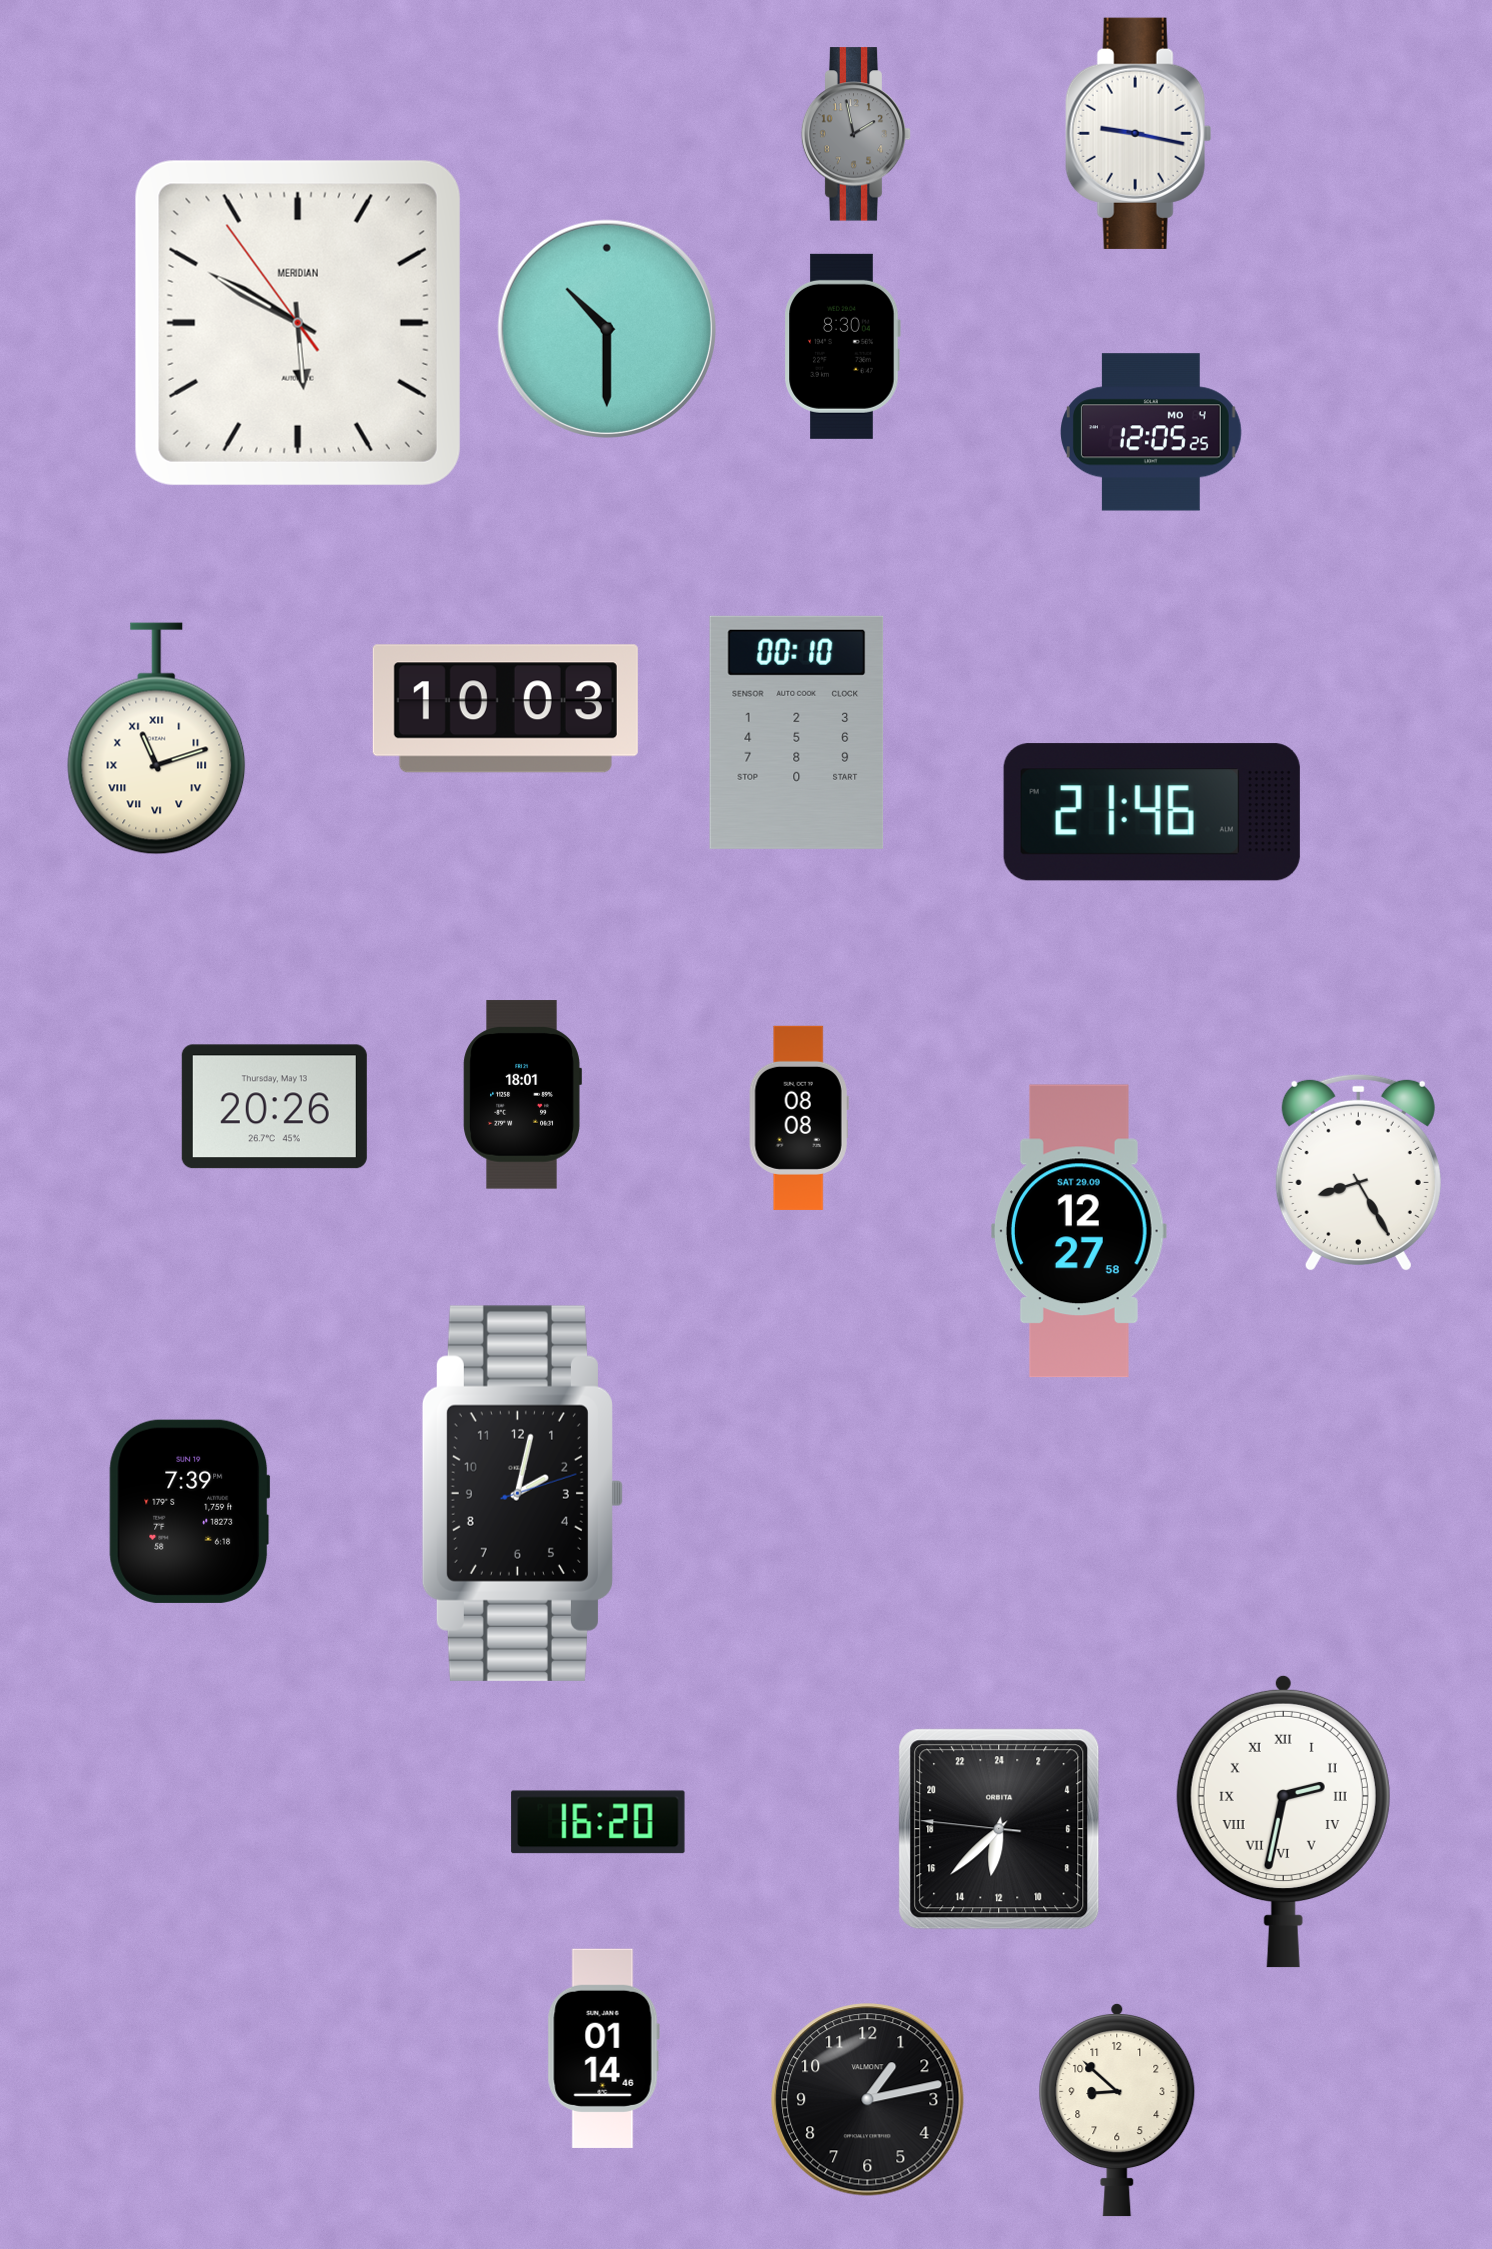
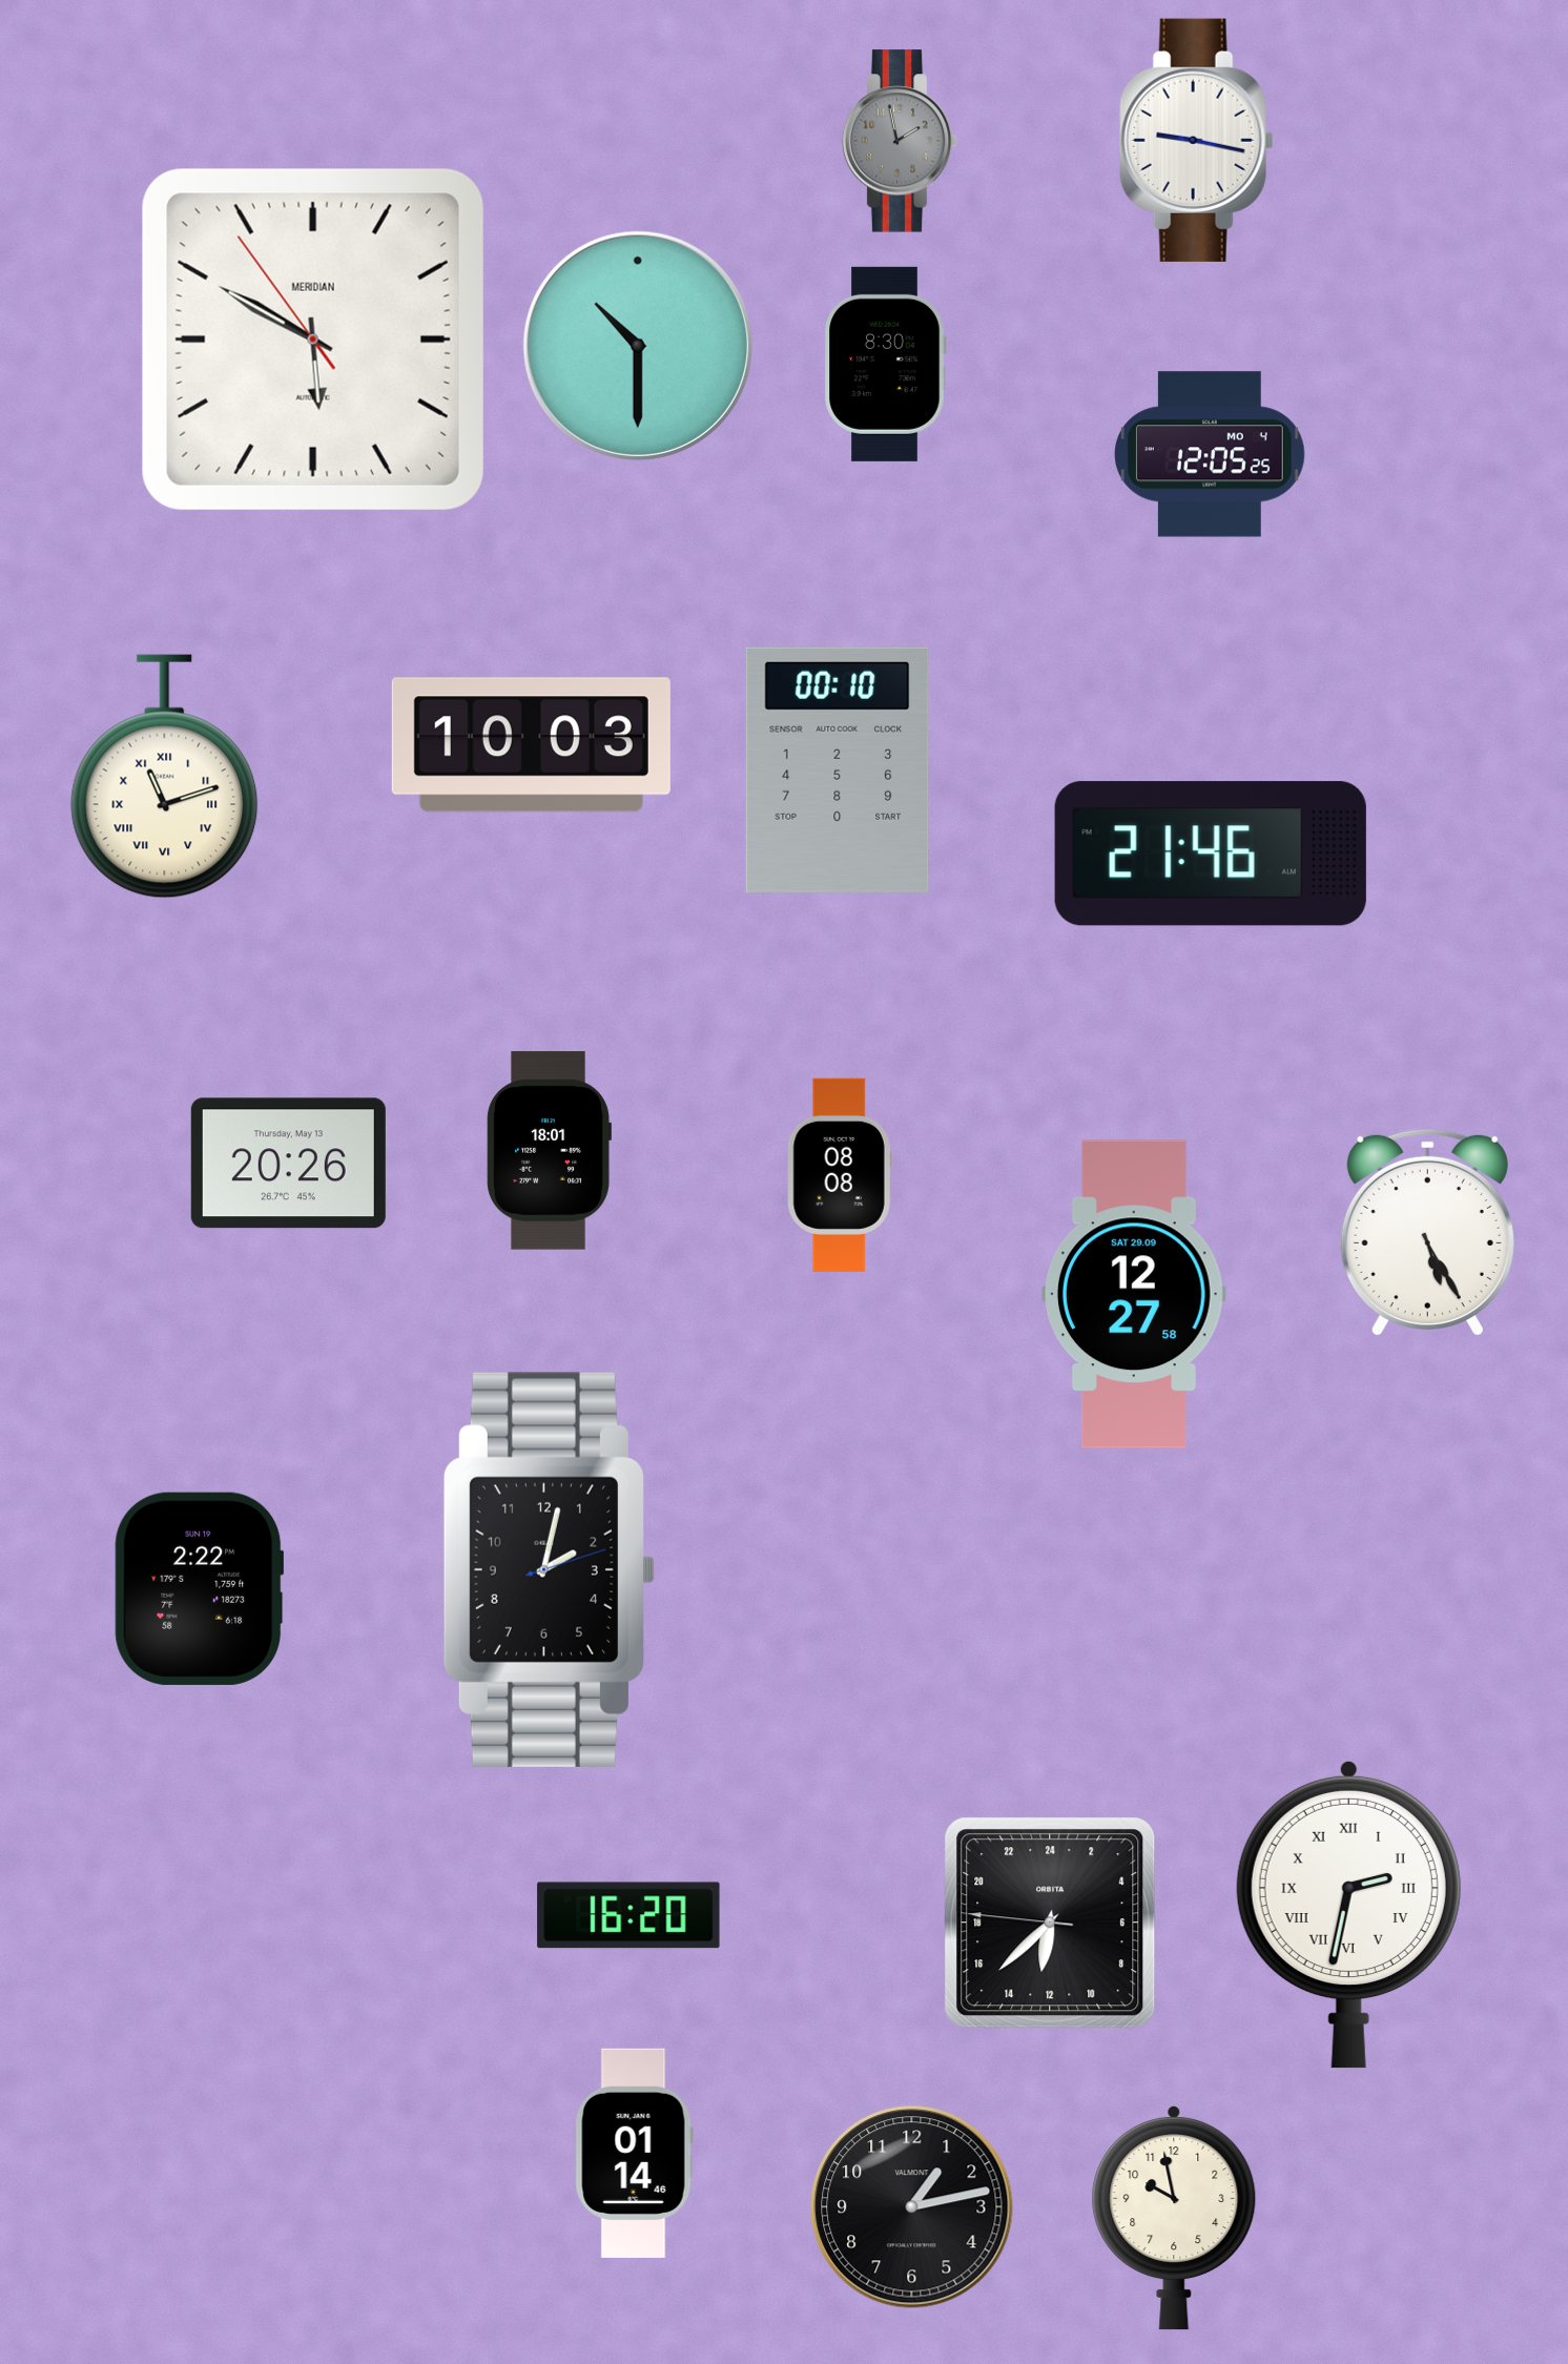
clock at (1358, 1172): 8:25 -> 5:25
clock at (190, 1511): 7:39 -> 2:22
clock at (1117, 2110): 8:52 -> 9:58
